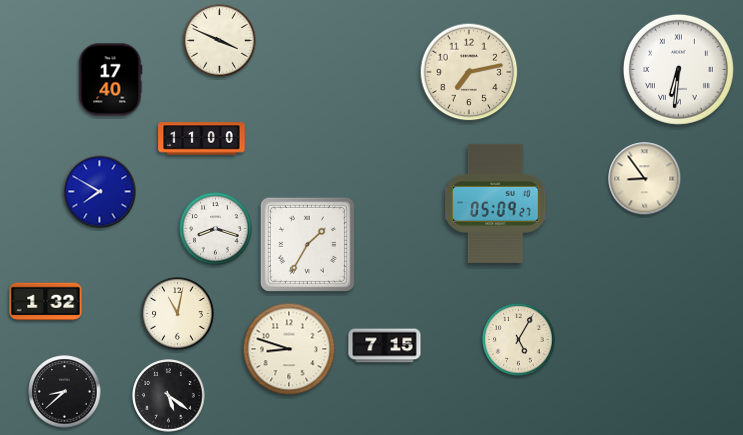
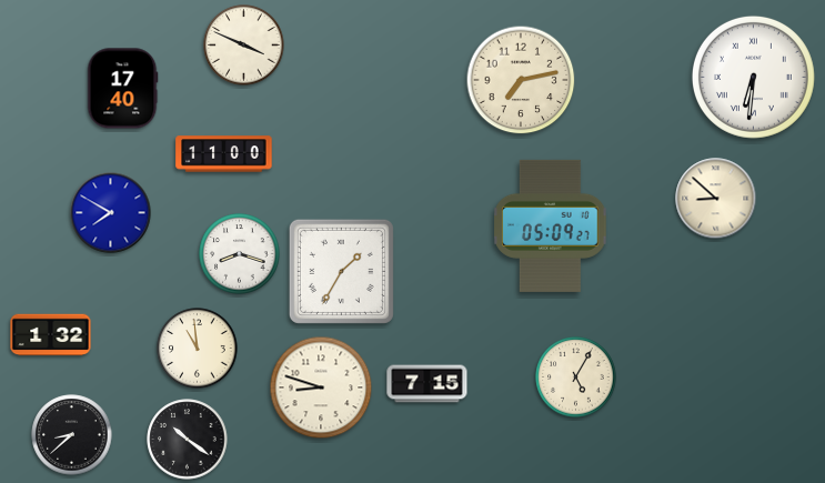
clock at (645, 179): 8:54 -> 8:52
clock at (178, 314): 11:02 -> 10:59
clock at (169, 396): 5:21 -> 10:21
